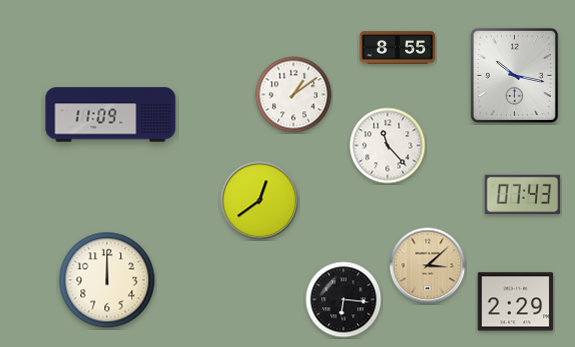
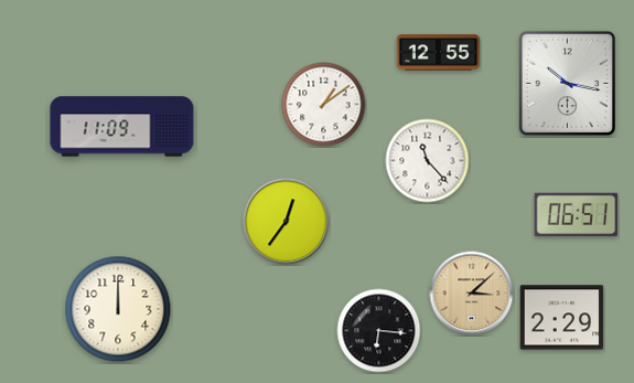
clock at (398, 48): 8:55 -> 12:55
clock at (523, 195): 07:43 -> 06:51
clock at (260, 201): 12:39 -> 12:36
clock at (516, 302) position: (516, 302) -> (562, 318)
